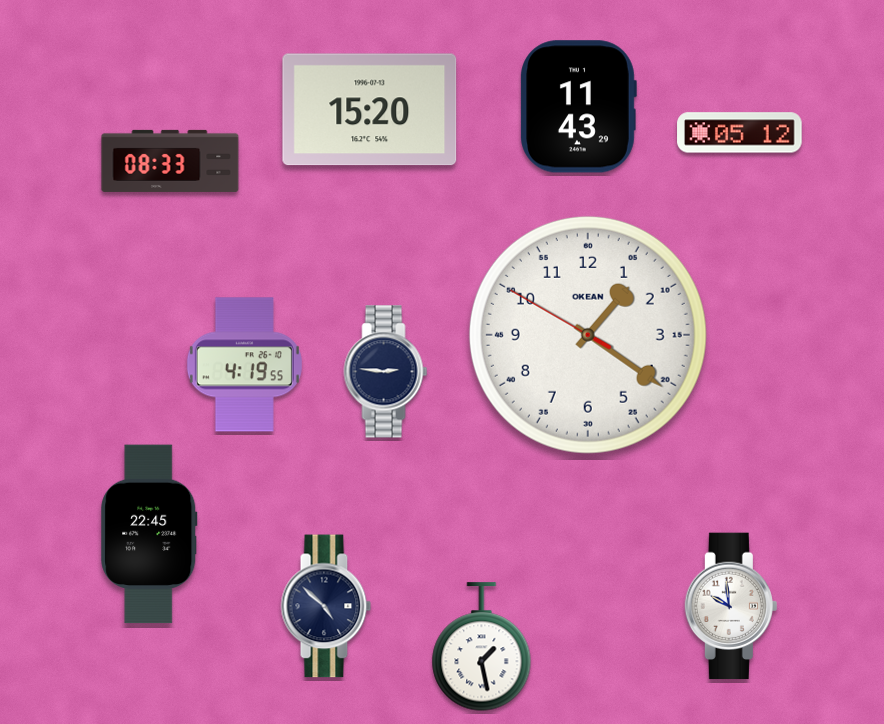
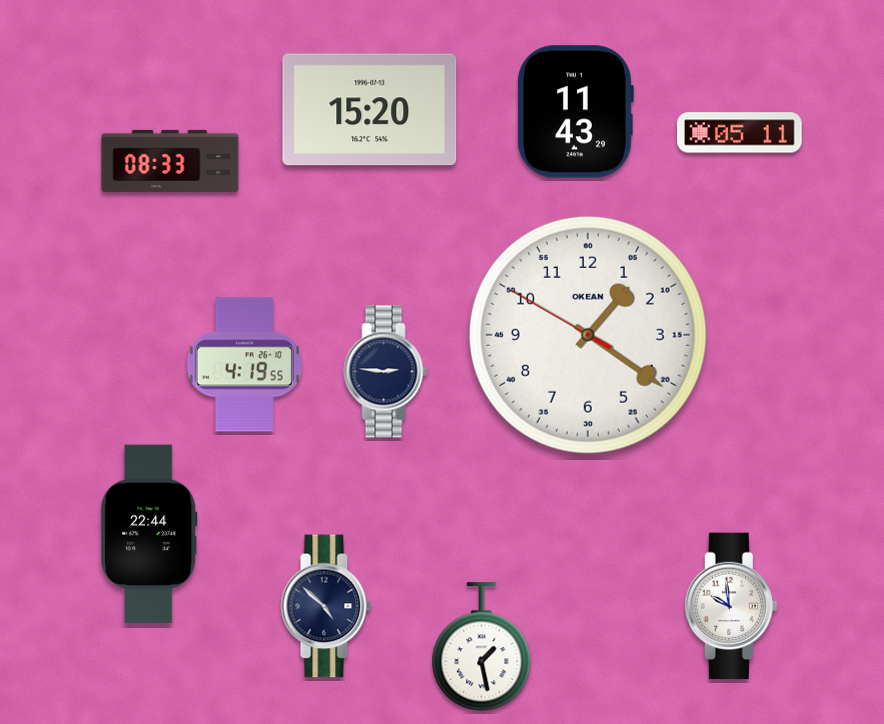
clock at (578, 107) position: (578, 107) -> (575, 112)
clock at (740, 133): 05:12 -> 05:11
clock at (149, 534): 22:45 -> 22:44
